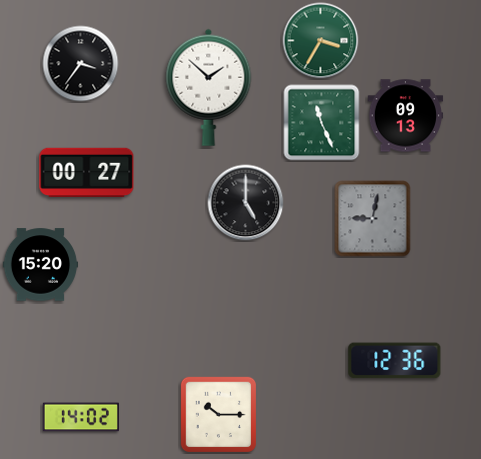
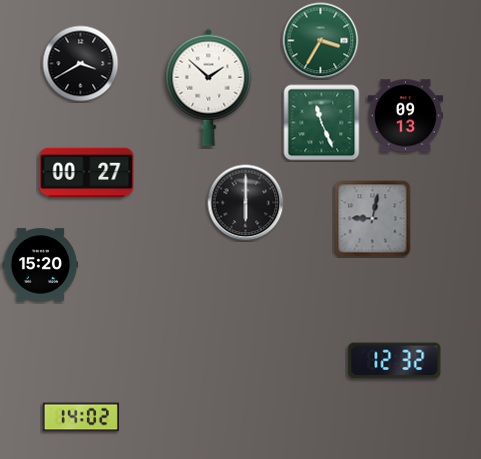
clock at (81, 64): 3:36 -> 3:40
clock at (246, 203): 5:00 -> 6:00
clock at (395, 361): 12:36 -> 12:32
clock at (218, 414): 10:15 -> none
